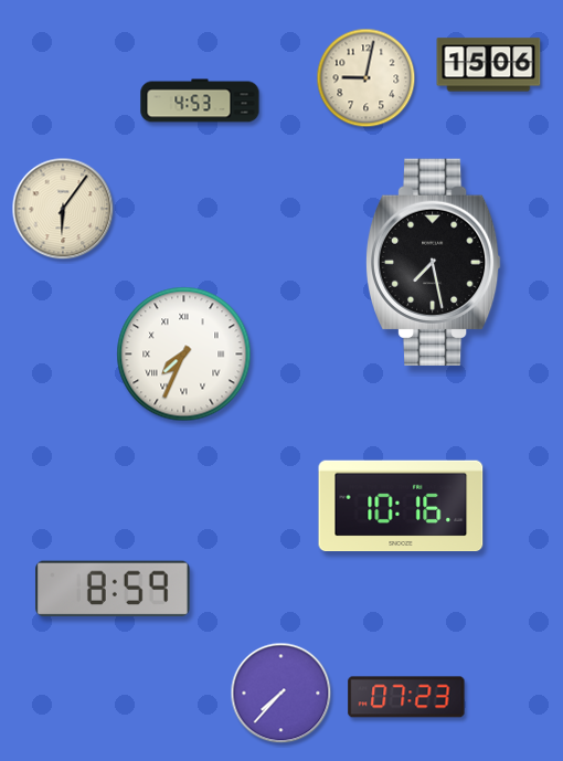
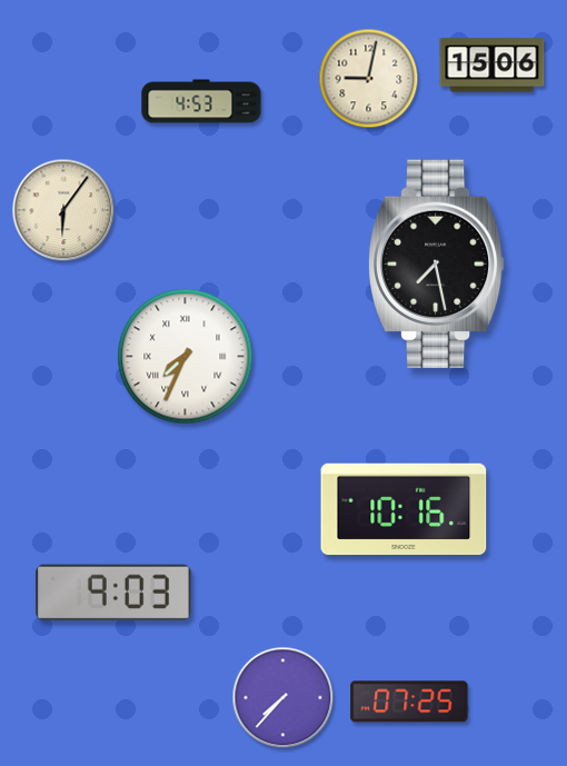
clock at (113, 589): 8:59 -> 9:03
clock at (406, 697): 07:23 -> 07:25
